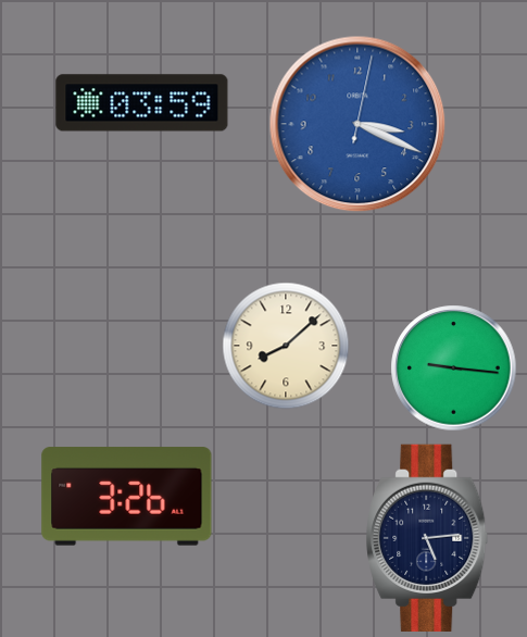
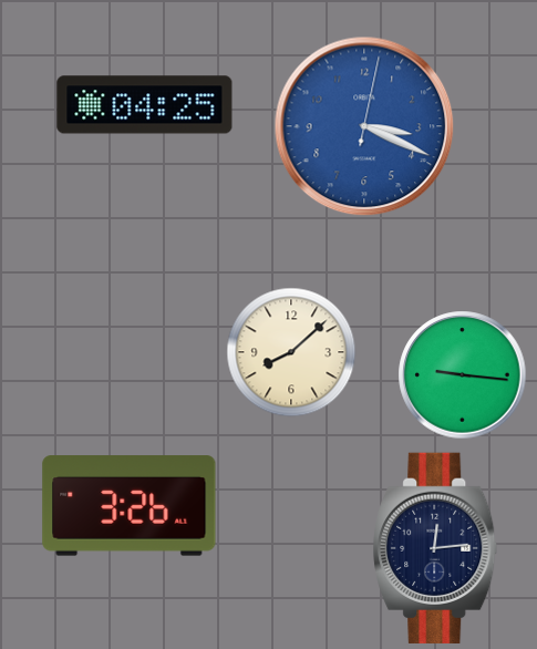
clock at (142, 103): 03:59 -> 04:25
clock at (427, 538): 5:14 -> 12:14
